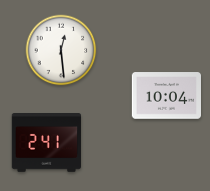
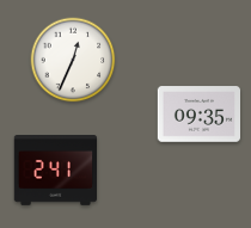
clock at (61, 50): 12:29 -> 12:34
clock at (167, 96): 10:04 -> 09:35
